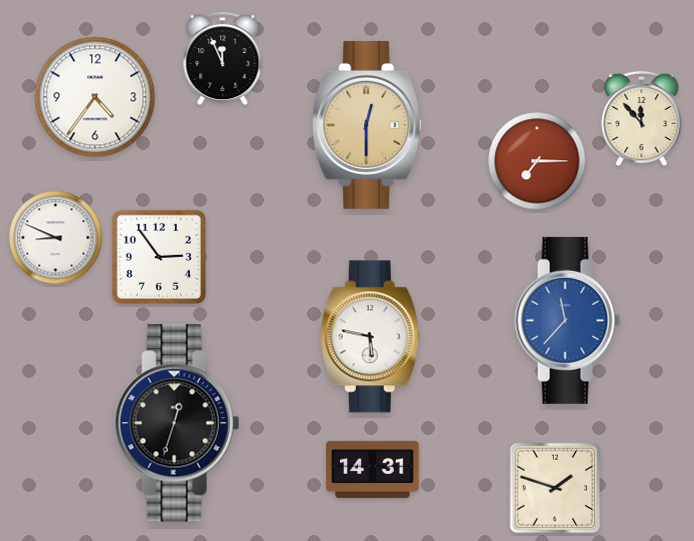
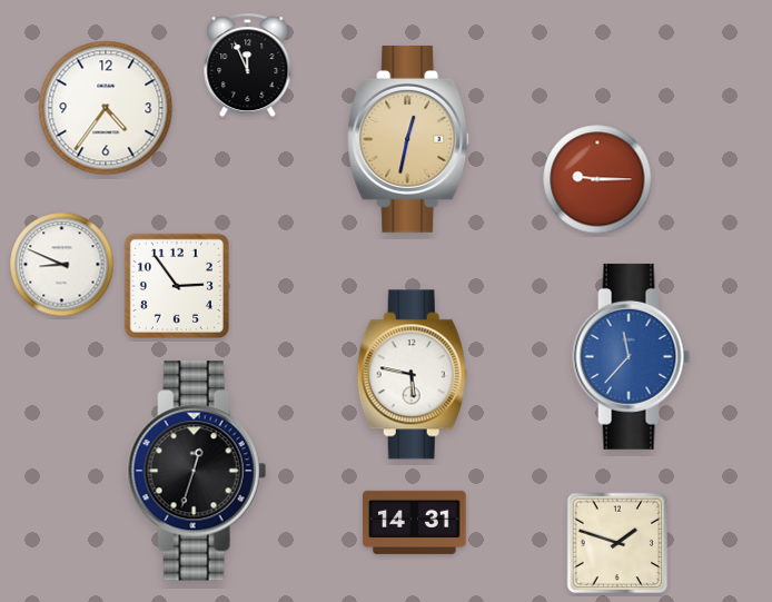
clock at (642, 119): 11:53 -> none
clock at (368, 125): 12:30 -> 12:32
clock at (537, 161): 7:15 -> 9:15
